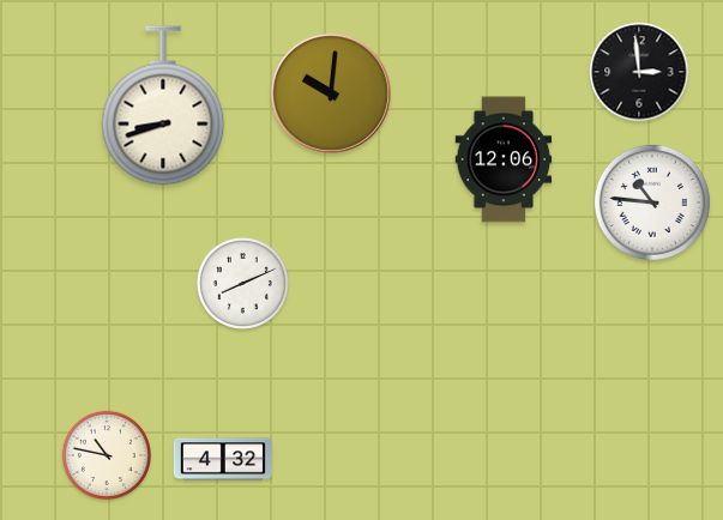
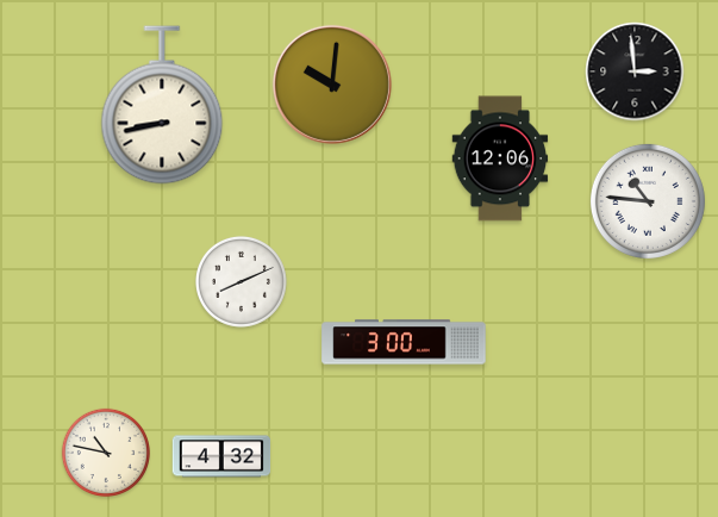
clock at (331, 93) position: (331, 93) -> (332, 85)
clock at (163, 105): 8:42 -> 8:43
clock at (404, 342): none -> 3:00
